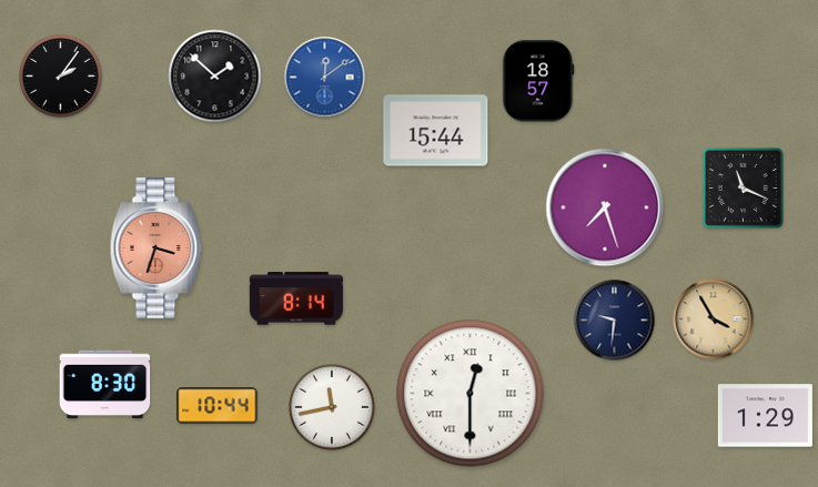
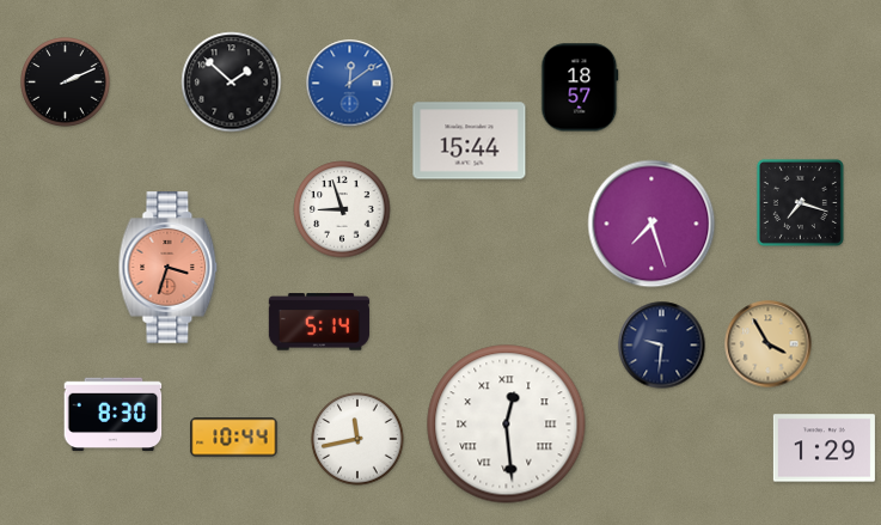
clock at (61, 77): 2:06 -> 2:11
clock at (743, 187): 11:19 -> 7:18
clock at (342, 209): none -> 8:57
clock at (296, 298): 8:14 -> 5:14
clock at (471, 394): 12:30 -> 12:29
